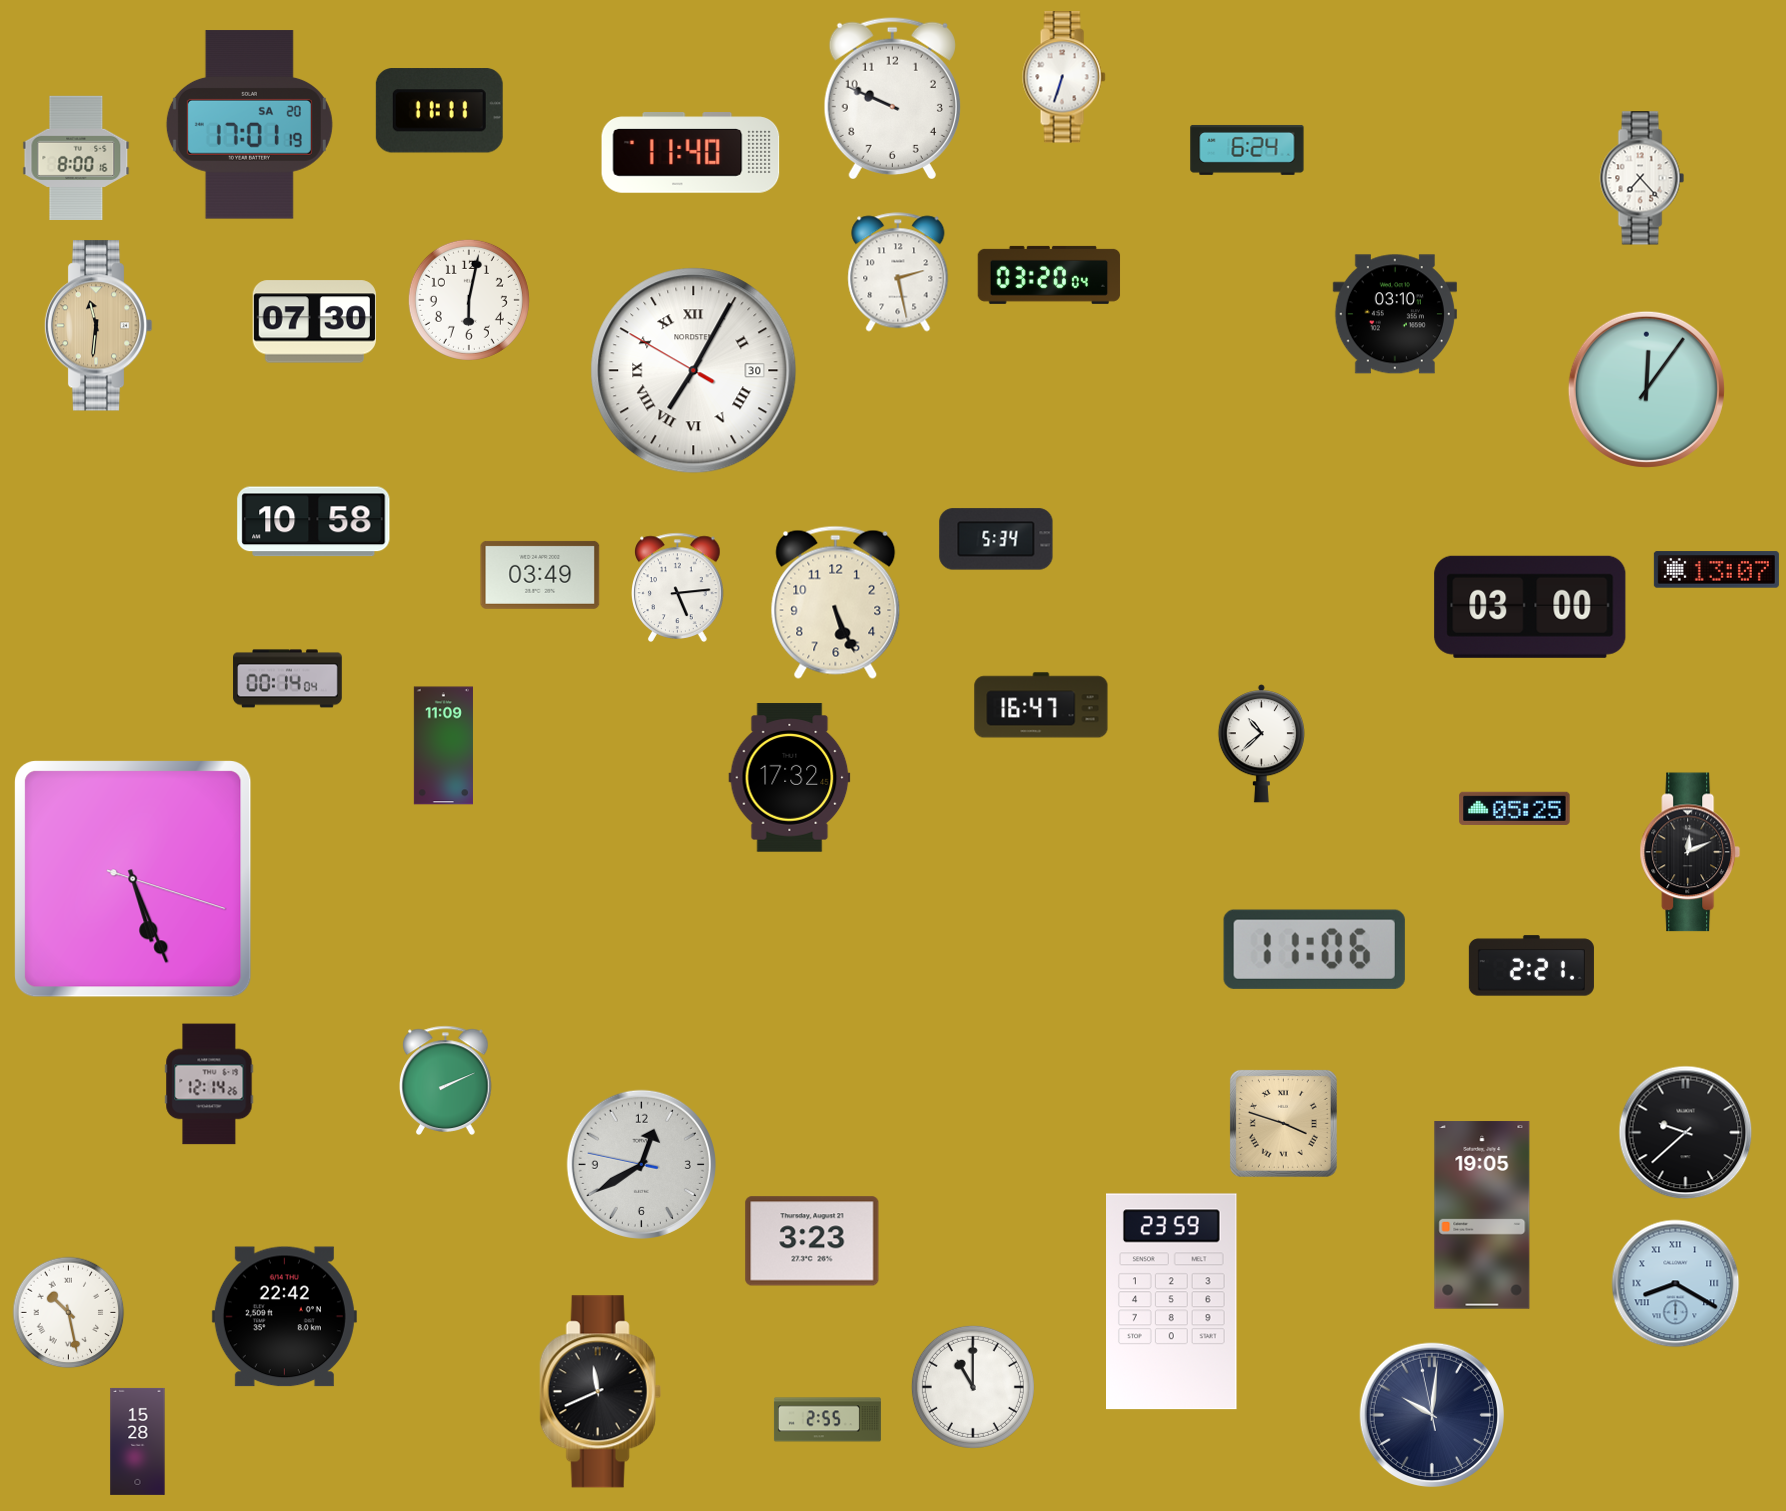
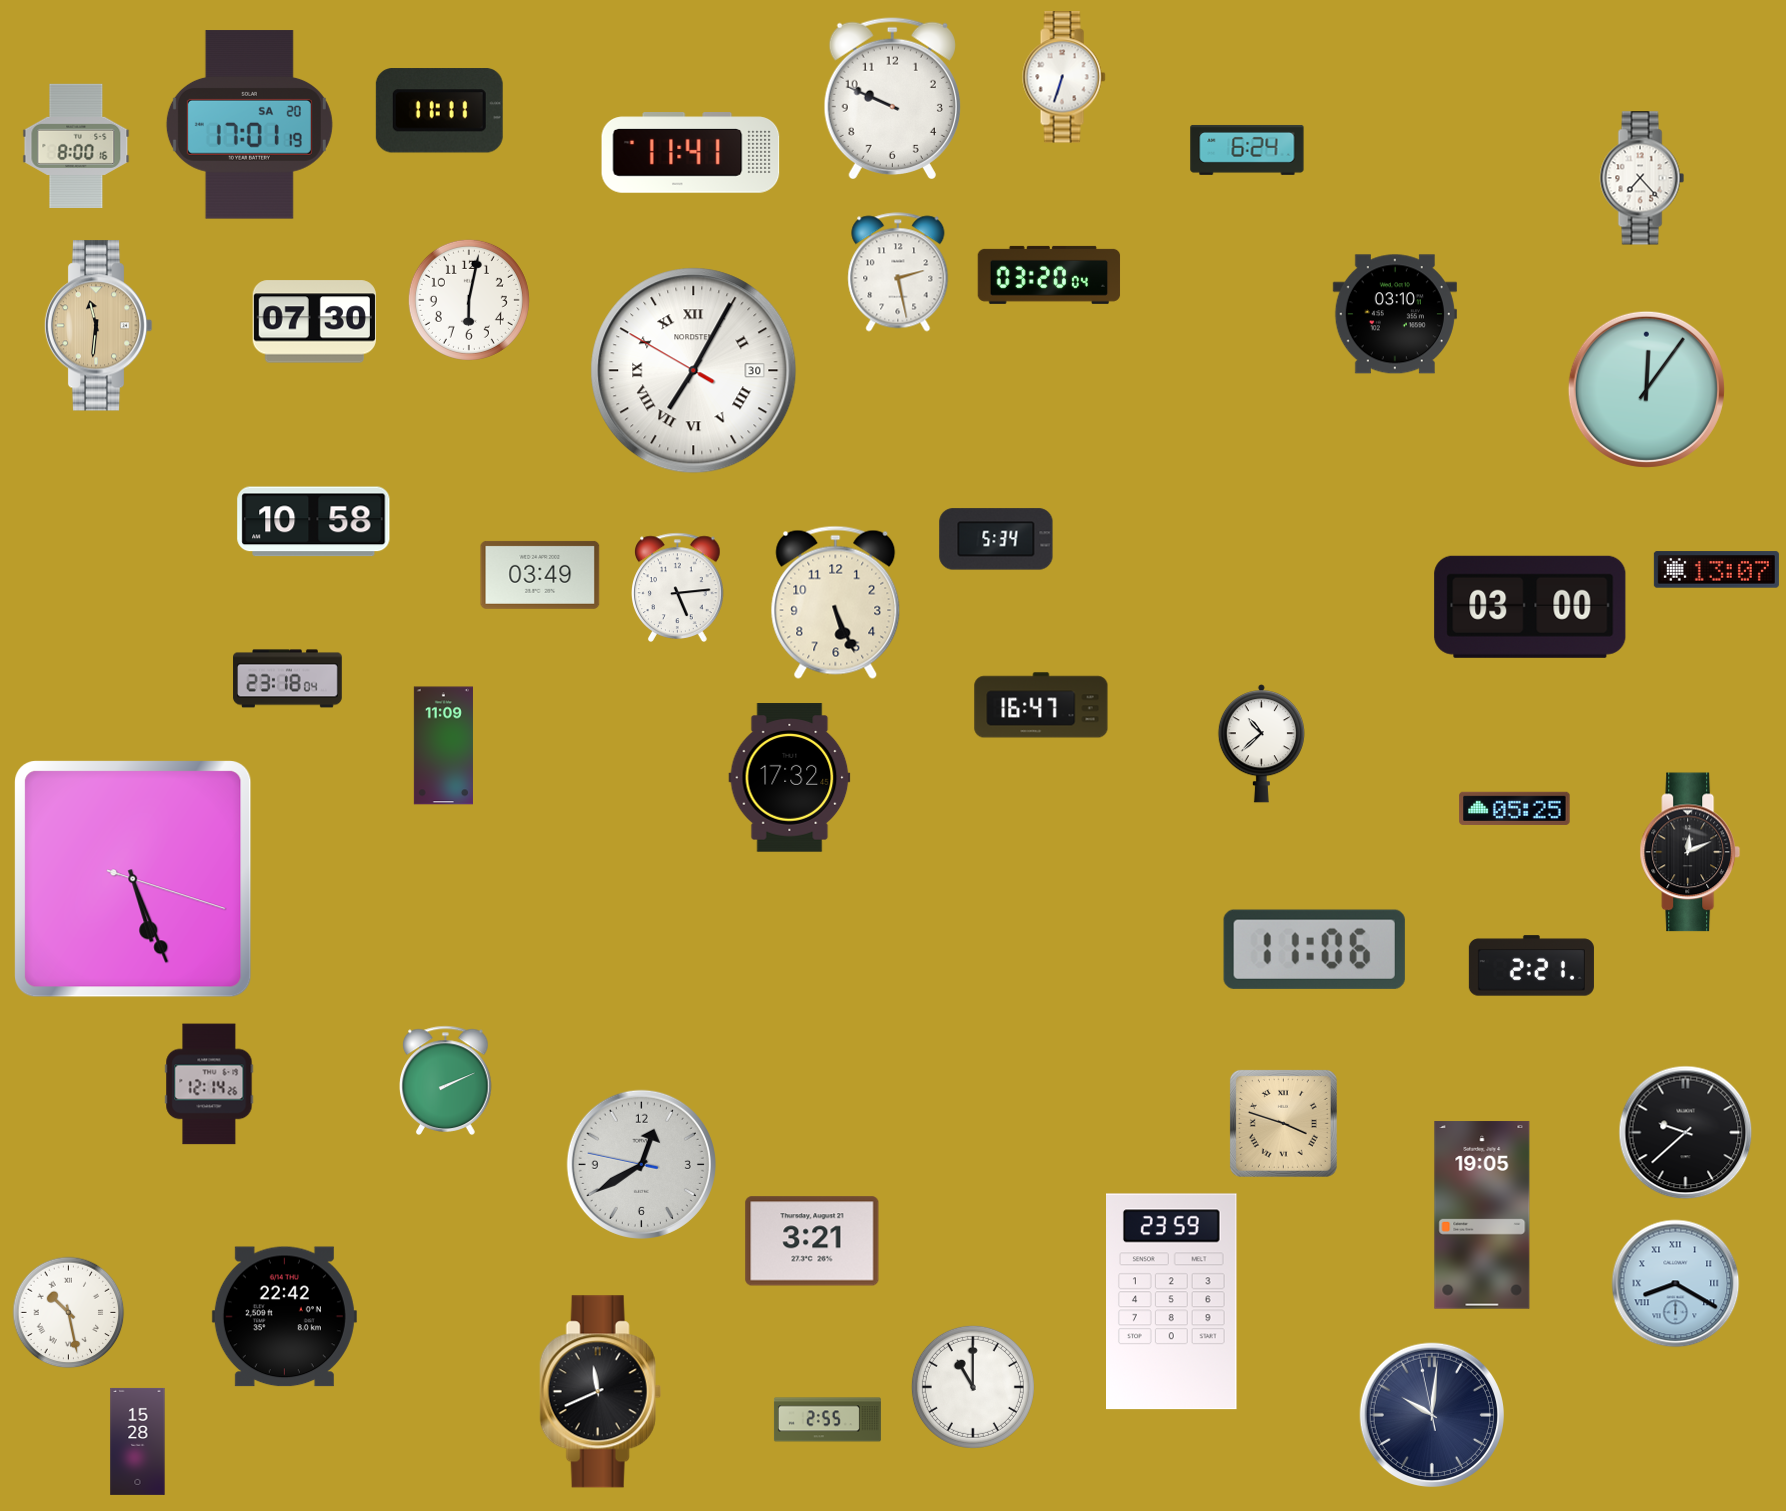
clock at (691, 153): 11:40 -> 11:41
clock at (76, 158) position: (76, 158) -> (76, 146)
clock at (288, 679): 00:14 -> 23:18
clock at (812, 1241): 3:23 -> 3:21
